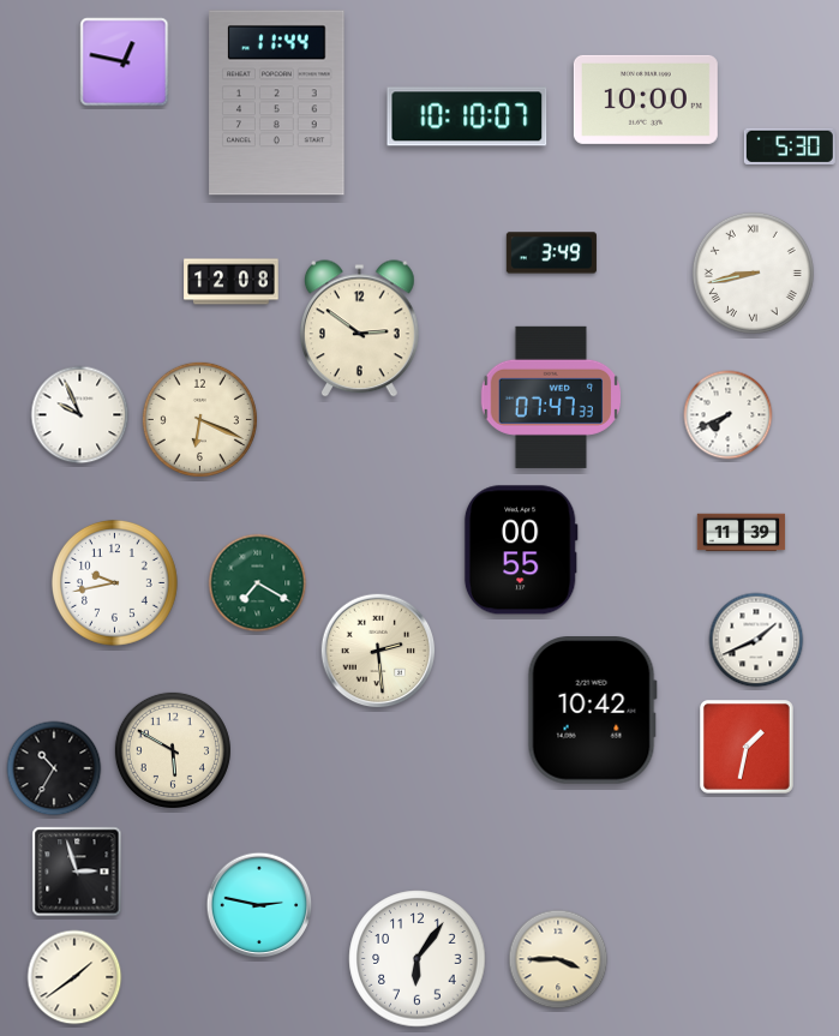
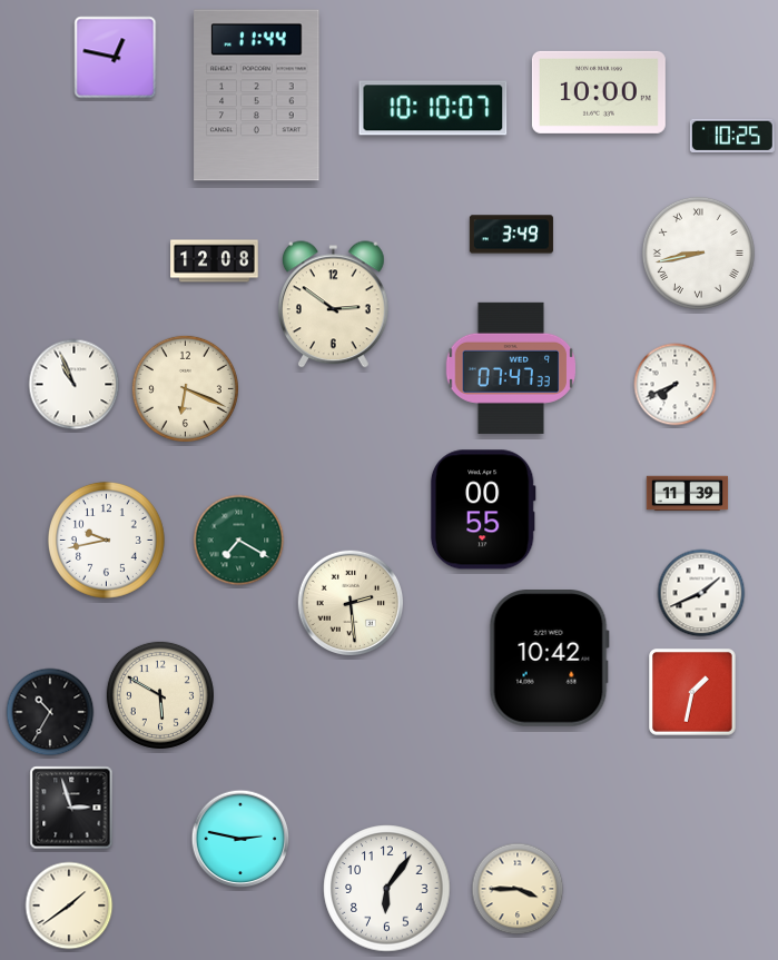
clock at (790, 146): 5:30 -> 10:25
clock at (80, 415): 9:56 -> 10:56
